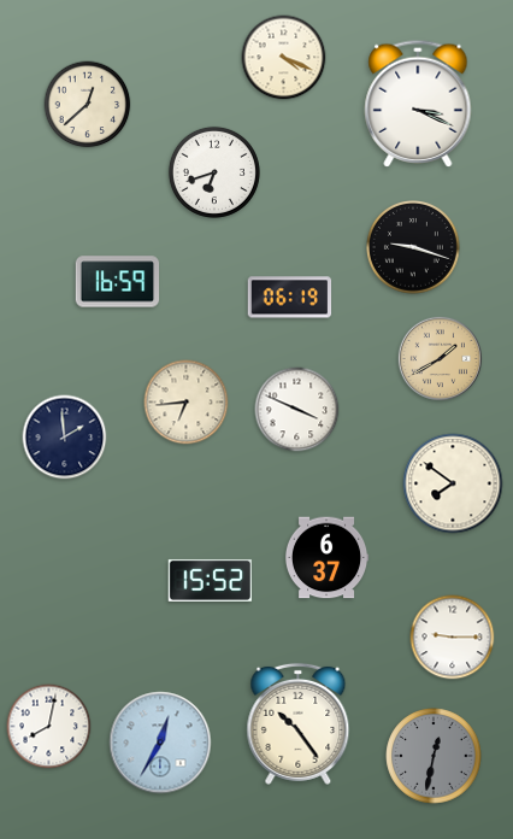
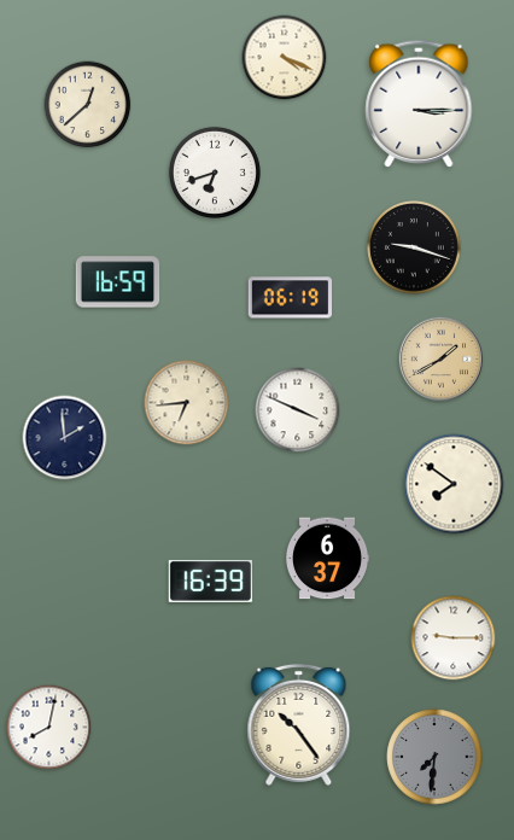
clock at (418, 104): 3:19 -> 3:15
clock at (211, 580): 15:52 -> 16:39
clock at (160, 743): 12:35 -> none
clock at (434, 756): 12:32 -> 7:31
